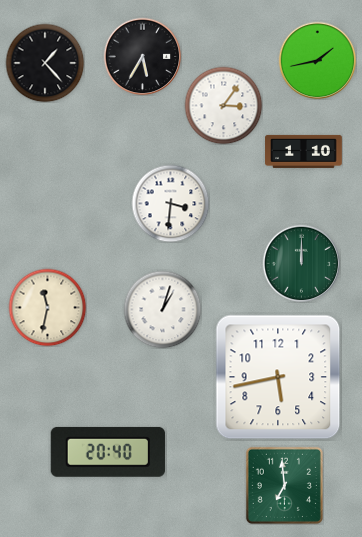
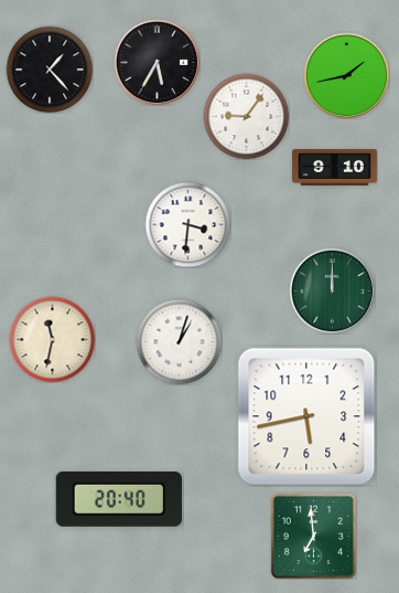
clock at (317, 60) position: (317, 60) -> (346, 75)
clock at (223, 105): 3:06 -> 9:06
clock at (304, 151): 1:10 -> 9:10
